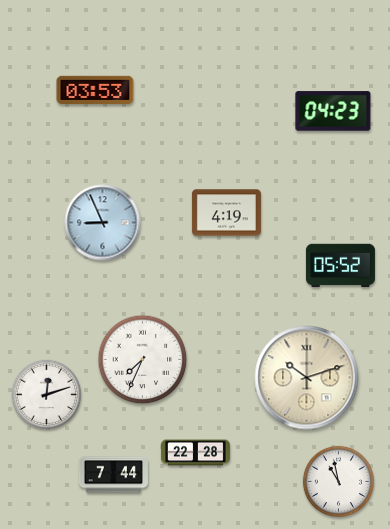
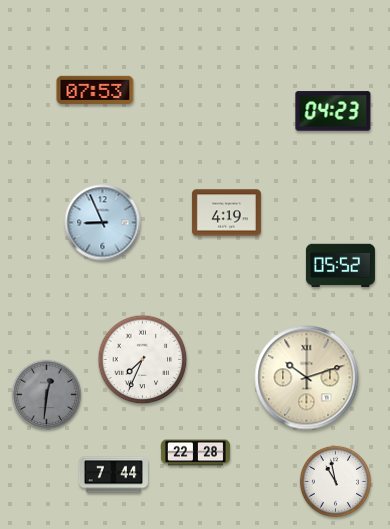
clock at (95, 89): 03:53 -> 07:53
clock at (47, 395): 12:12 -> 12:31
clock at (47, 395) dial: white -> grey
clock at (338, 481) position: (338, 481) -> (335, 481)
